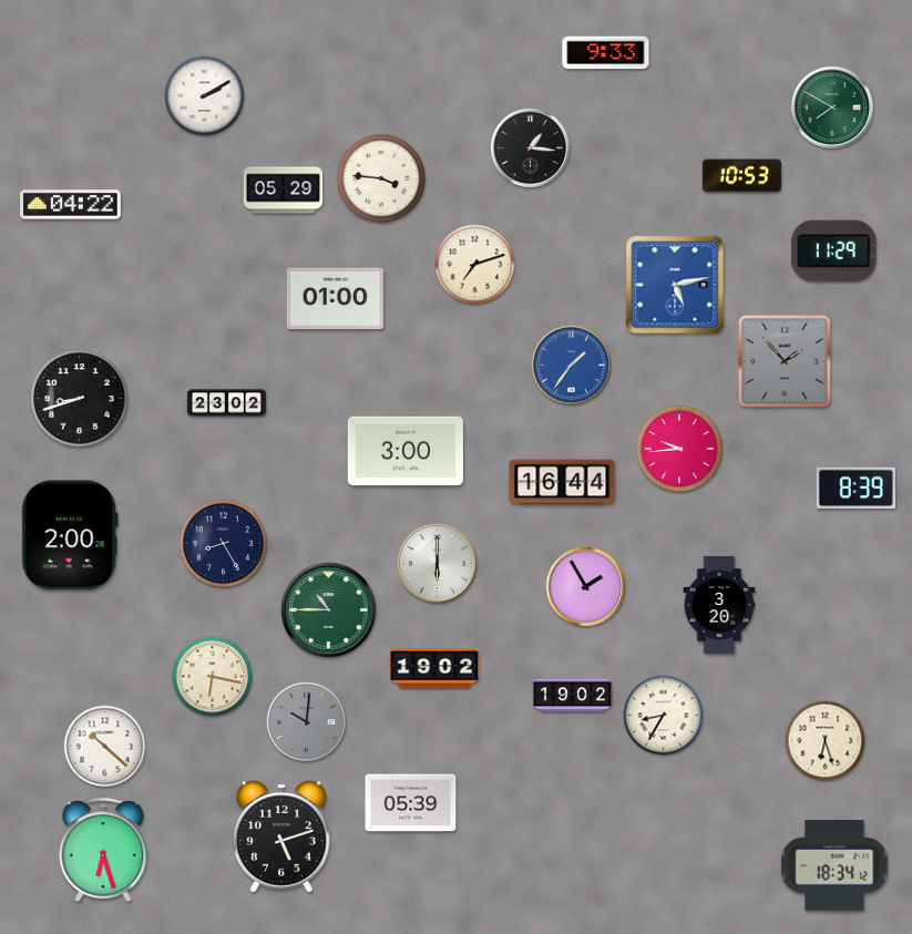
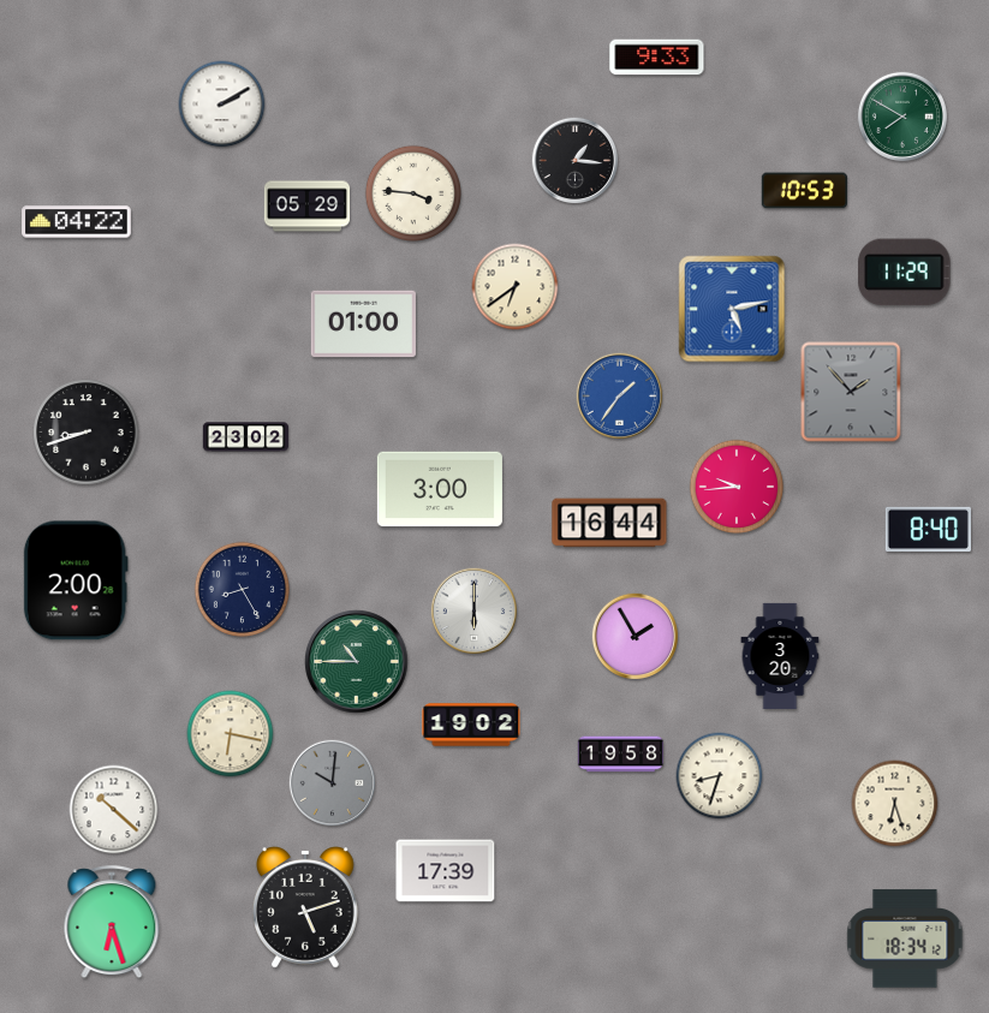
clock at (475, 265): 7:12 -> 6:39
clock at (855, 487): 8:39 -> 8:40
clock at (573, 696): 19:02 -> 19:58
clock at (664, 716): 8:35 -> 8:33
clock at (411, 803): 05:39 -> 17:39
